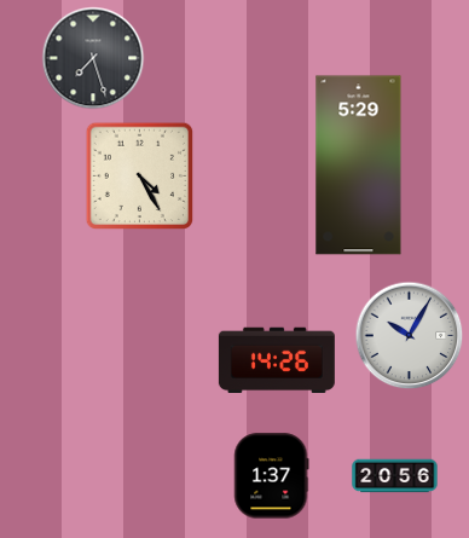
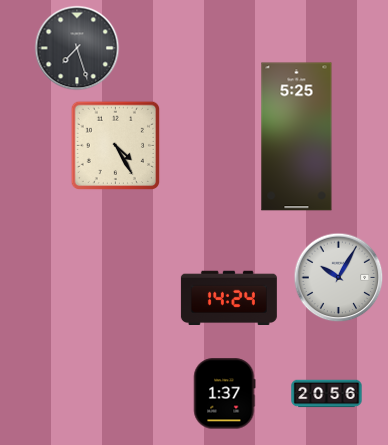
clock at (359, 166): 5:29 -> 5:25
clock at (277, 360): 14:26 -> 14:24
